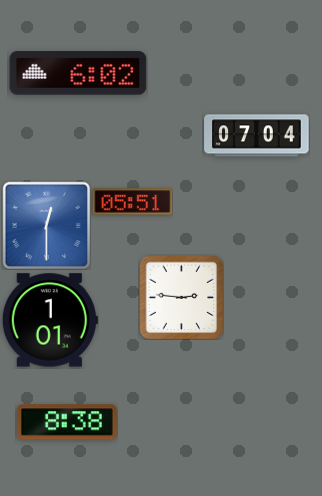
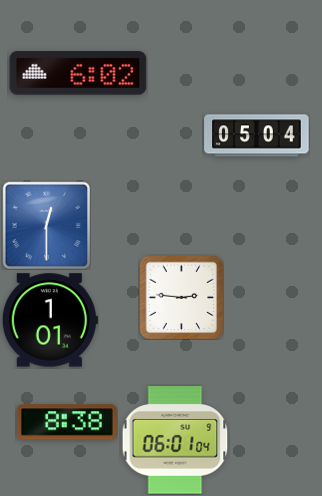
clock at (257, 136): 07:04 -> 05:04
clock at (132, 202): 05:51 -> none
clock at (175, 440): none -> 06:01
